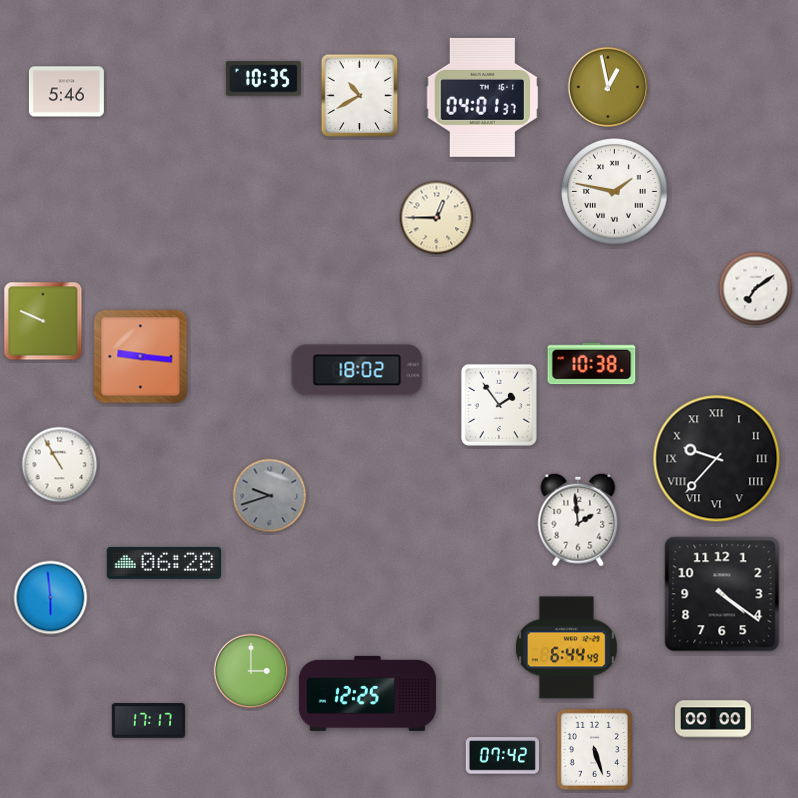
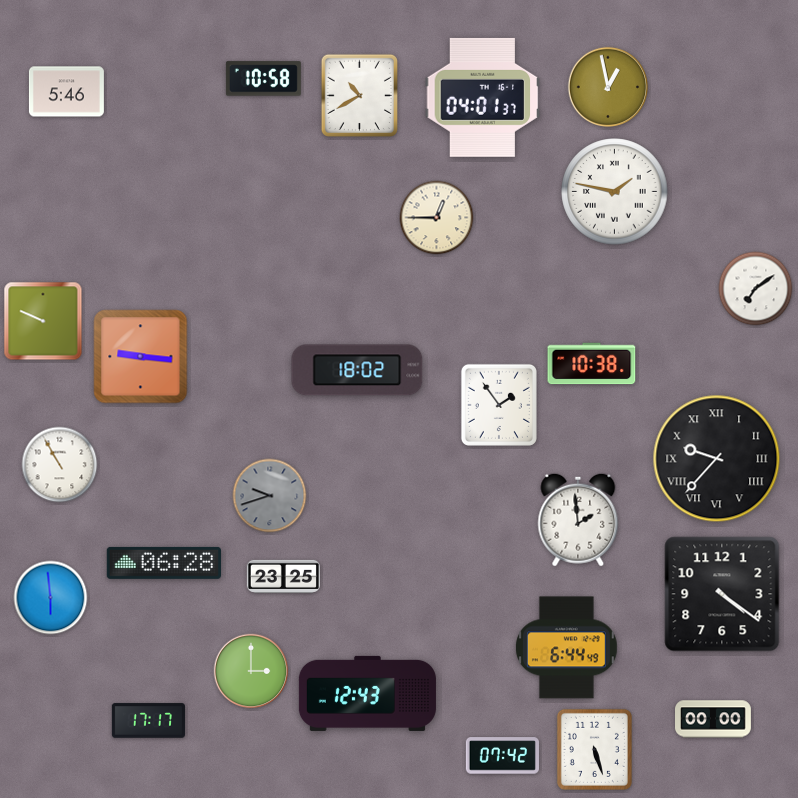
clock at (263, 79): 10:35 -> 10:58
clock at (283, 576): none -> 23:25
clock at (367, 693): 12:25 -> 12:43
